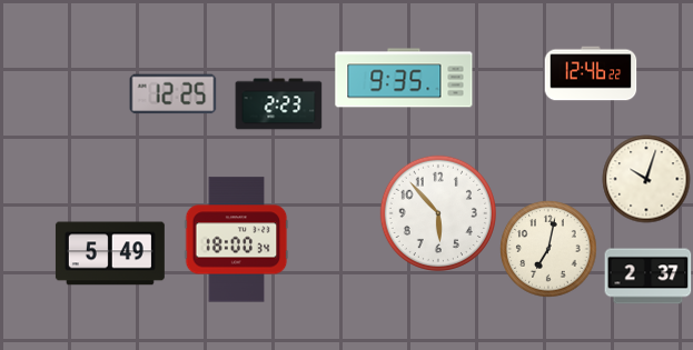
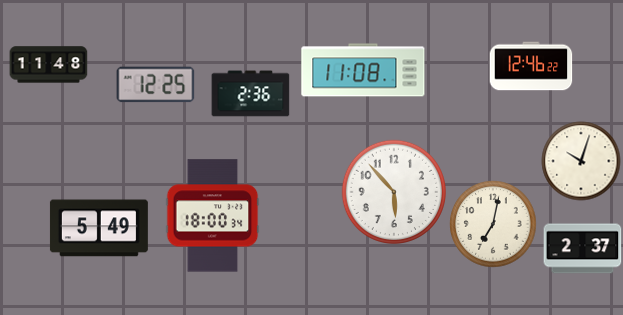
clock at (48, 65): none -> 11:48
clock at (404, 78): 9:35 -> 11:08
clock at (278, 104): 2:23 -> 2:36
